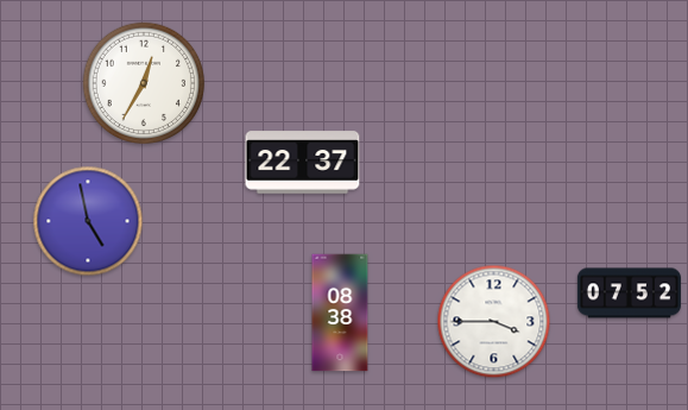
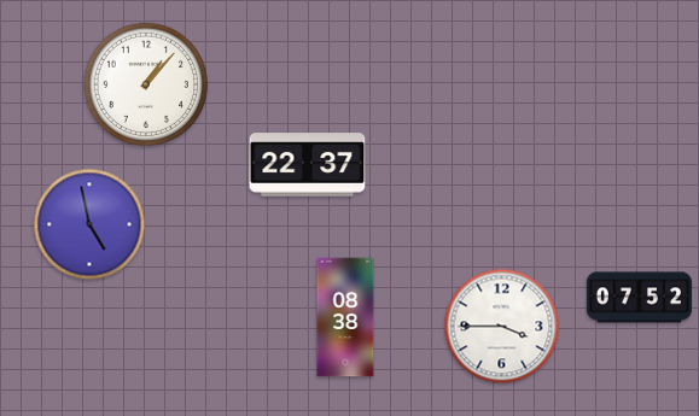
clock at (144, 83): 12:35 -> 1:07
